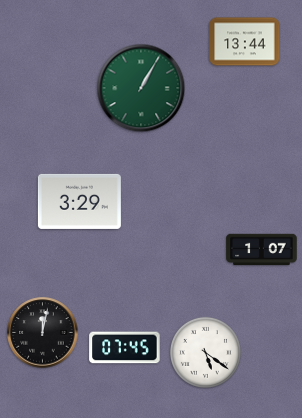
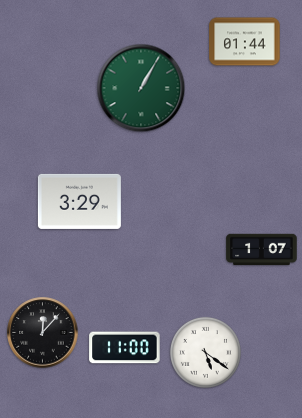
clock at (245, 42): 13:44 -> 01:44
clock at (43, 333): 12:02 -> 12:07
clock at (125, 348): 07:45 -> 11:00
